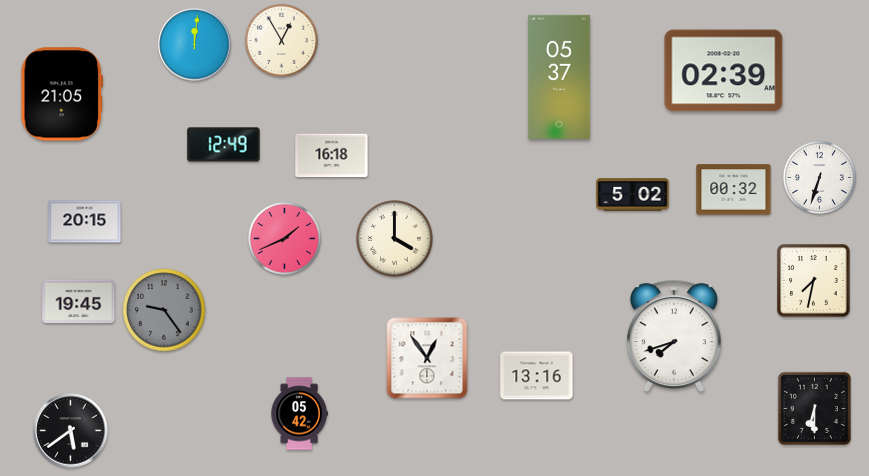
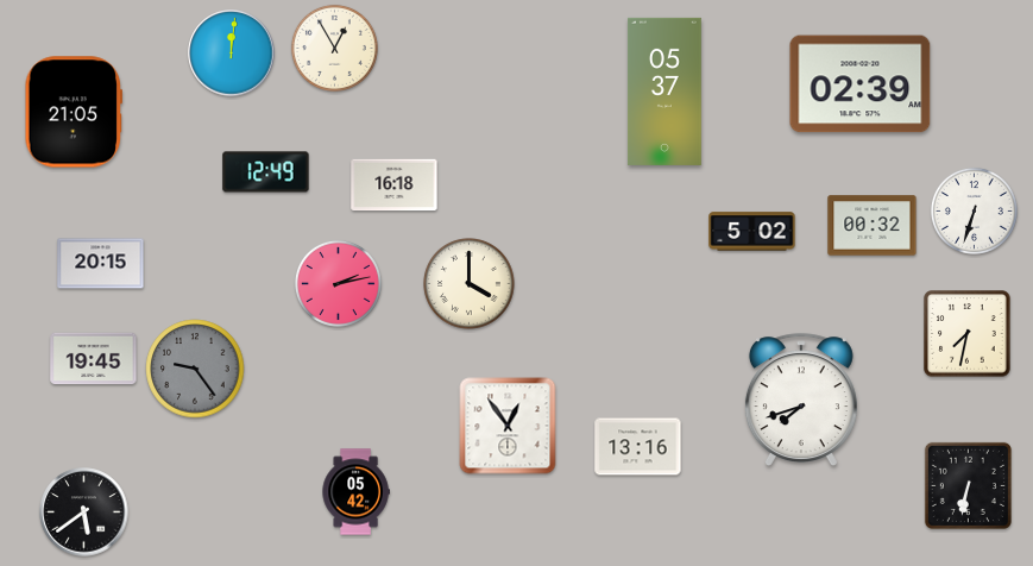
clock at (284, 238): 1:41 -> 2:13
clock at (814, 408): 6:30 -> 6:32
